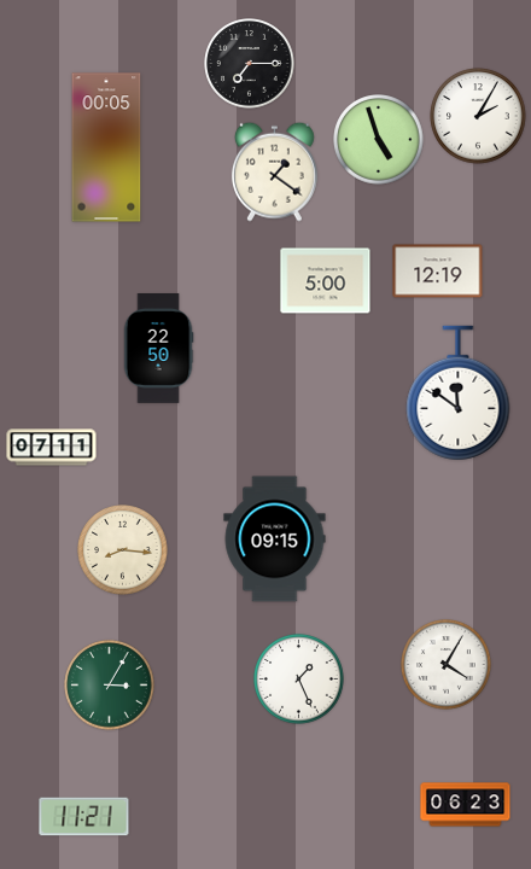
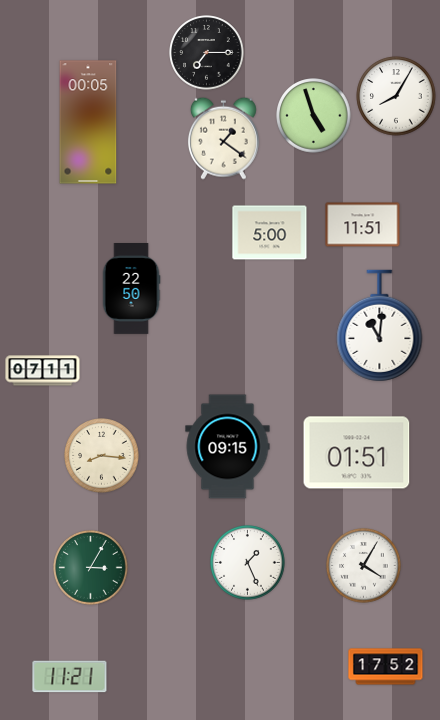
clock at (478, 116): 2:05 -> 8:05
clock at (274, 171) position: (274, 171) -> (223, 138)
clock at (438, 272): 12:19 -> 11:51
clock at (459, 393): 11:51 -> 11:01
clock at (357, 453): none -> 01:51
clock at (447, 665) position: (447, 665) -> (364, 566)
clock at (466, 805): 06:23 -> 17:52
